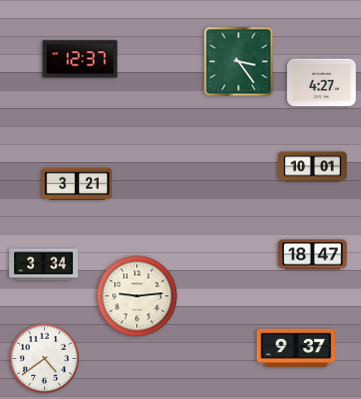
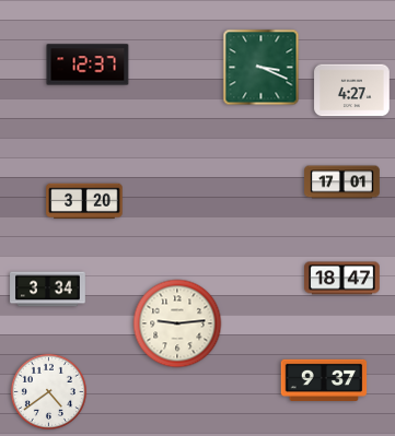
clock at (239, 62): 3:24 -> 3:19
clock at (313, 167): 10:01 -> 17:01
clock at (77, 184): 3:21 -> 3:20
clock at (137, 296) position: (137, 296) -> (177, 323)
